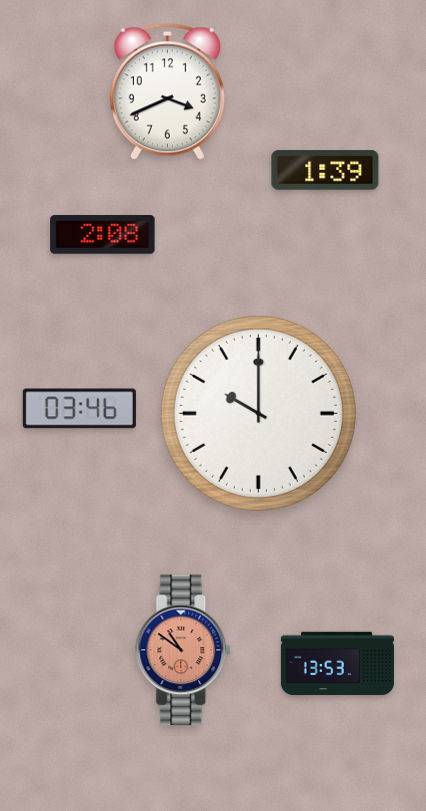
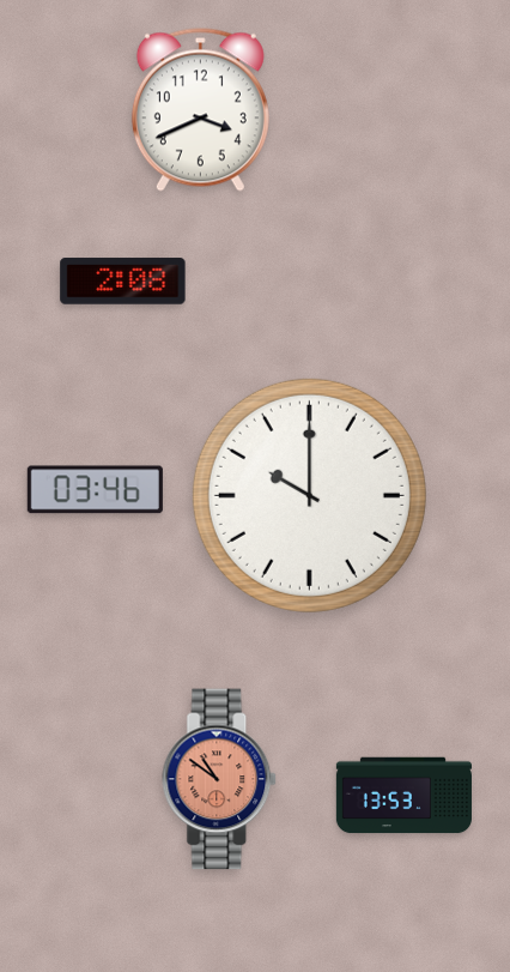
clock at (325, 170): 1:39 -> none
